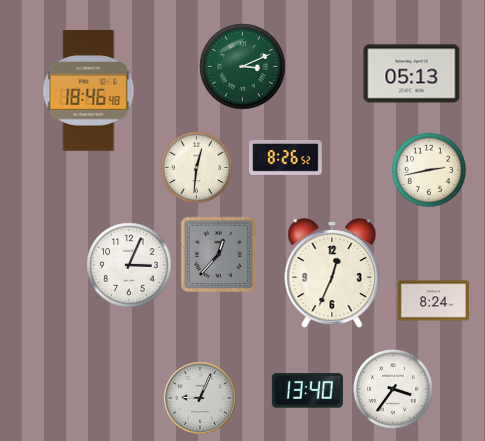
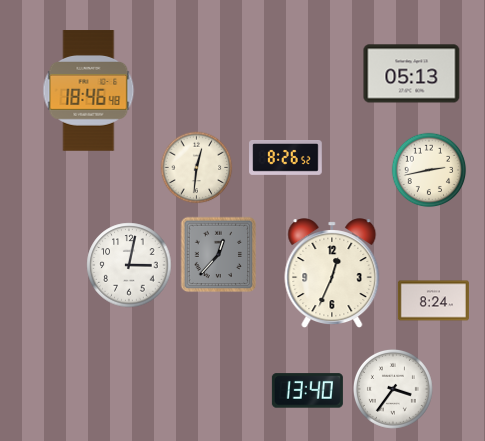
clock at (243, 67): 3:11 -> none
clock at (129, 265): 3:04 -> 3:02
clock at (200, 398): 9:04 -> none
